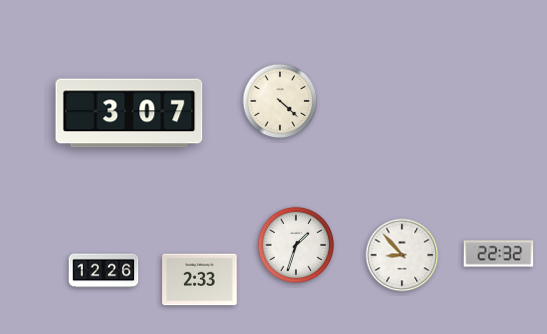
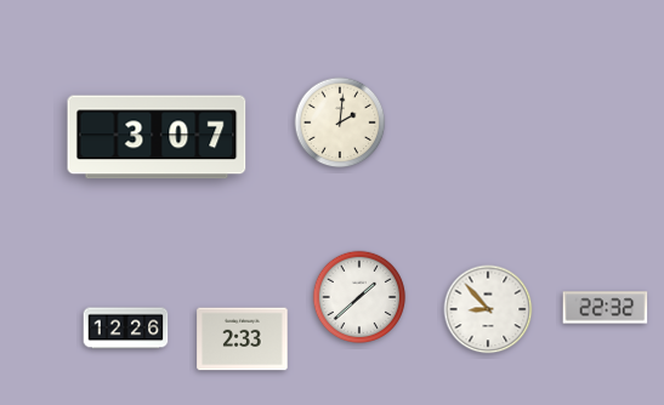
clock at (280, 101): 4:22 -> 2:01
clock at (296, 245): 1:33 -> 1:38
